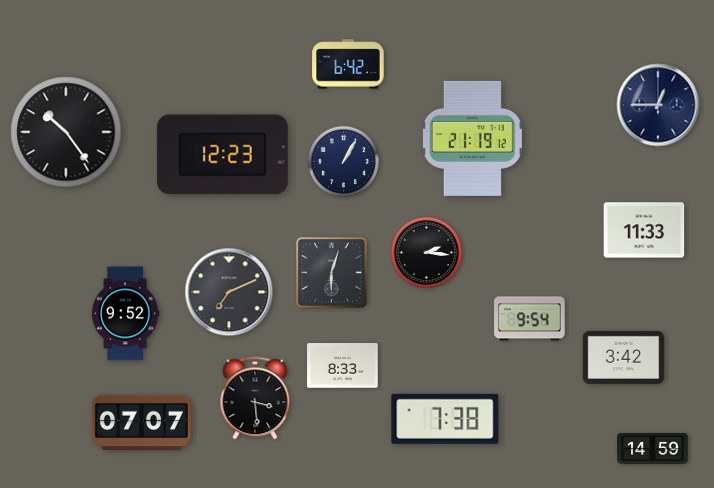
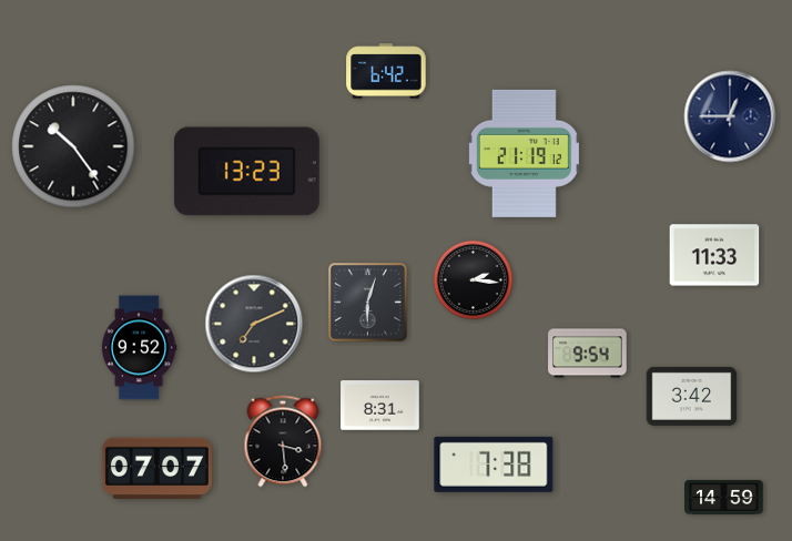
clock at (222, 155): 12:23 -> 13:23
clock at (343, 161): 1:05 -> none
clock at (343, 366): 8:33 -> 8:31
